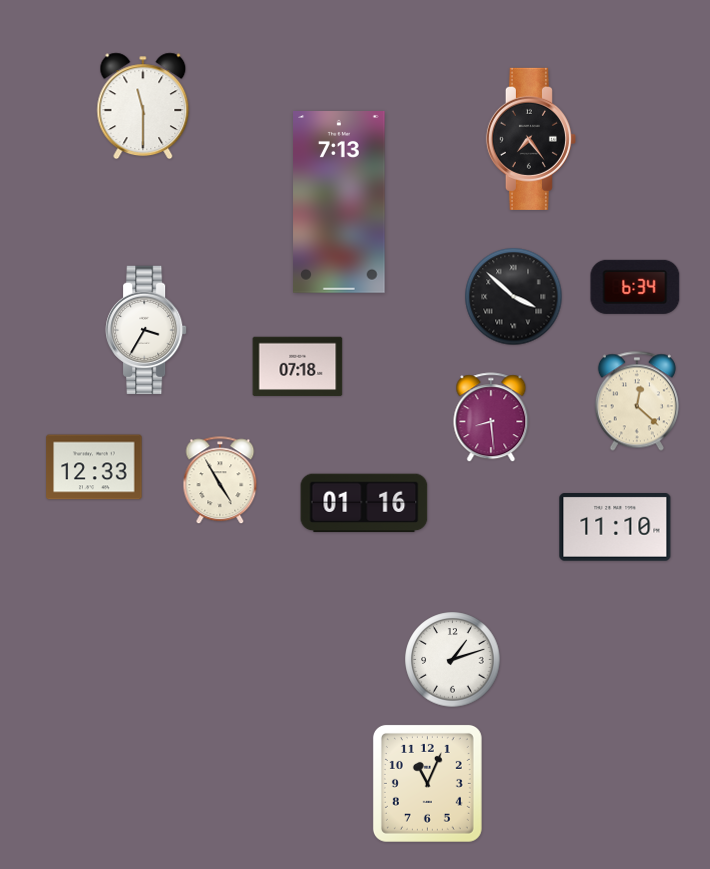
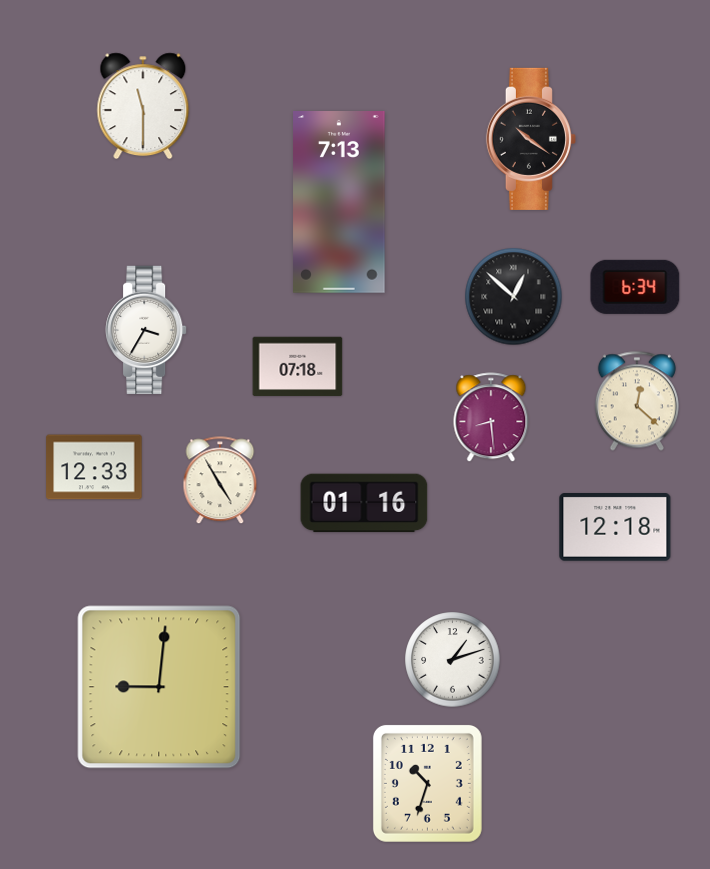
clock at (531, 139): 7:24 -> 10:21
clock at (514, 297): 3:52 -> 12:52
clock at (615, 528): 11:10 -> 12:18
clock at (159, 687): none -> 9:01
clock at (427, 783): 11:04 -> 10:33
